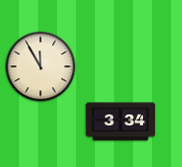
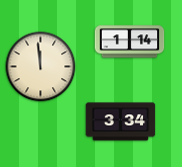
clock at (130, 42): none -> 1:14
clock at (41, 67): 11:55 -> 11:59
